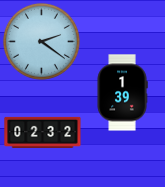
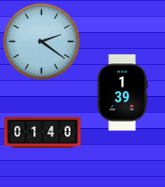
clock at (43, 132): 02:32 -> 01:40
